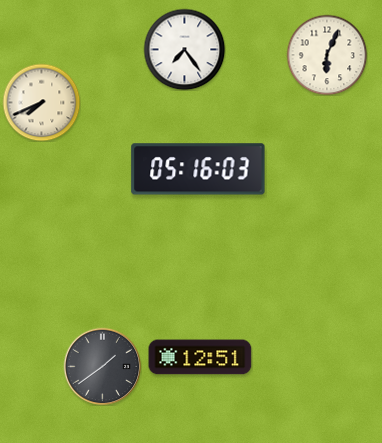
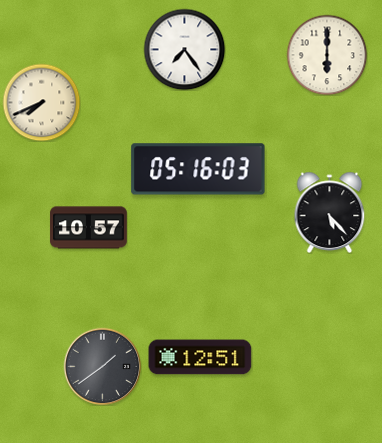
clock at (327, 55): 6:04 -> 6:00
clock at (330, 212): none -> 5:23
clock at (89, 228): none -> 10:57
